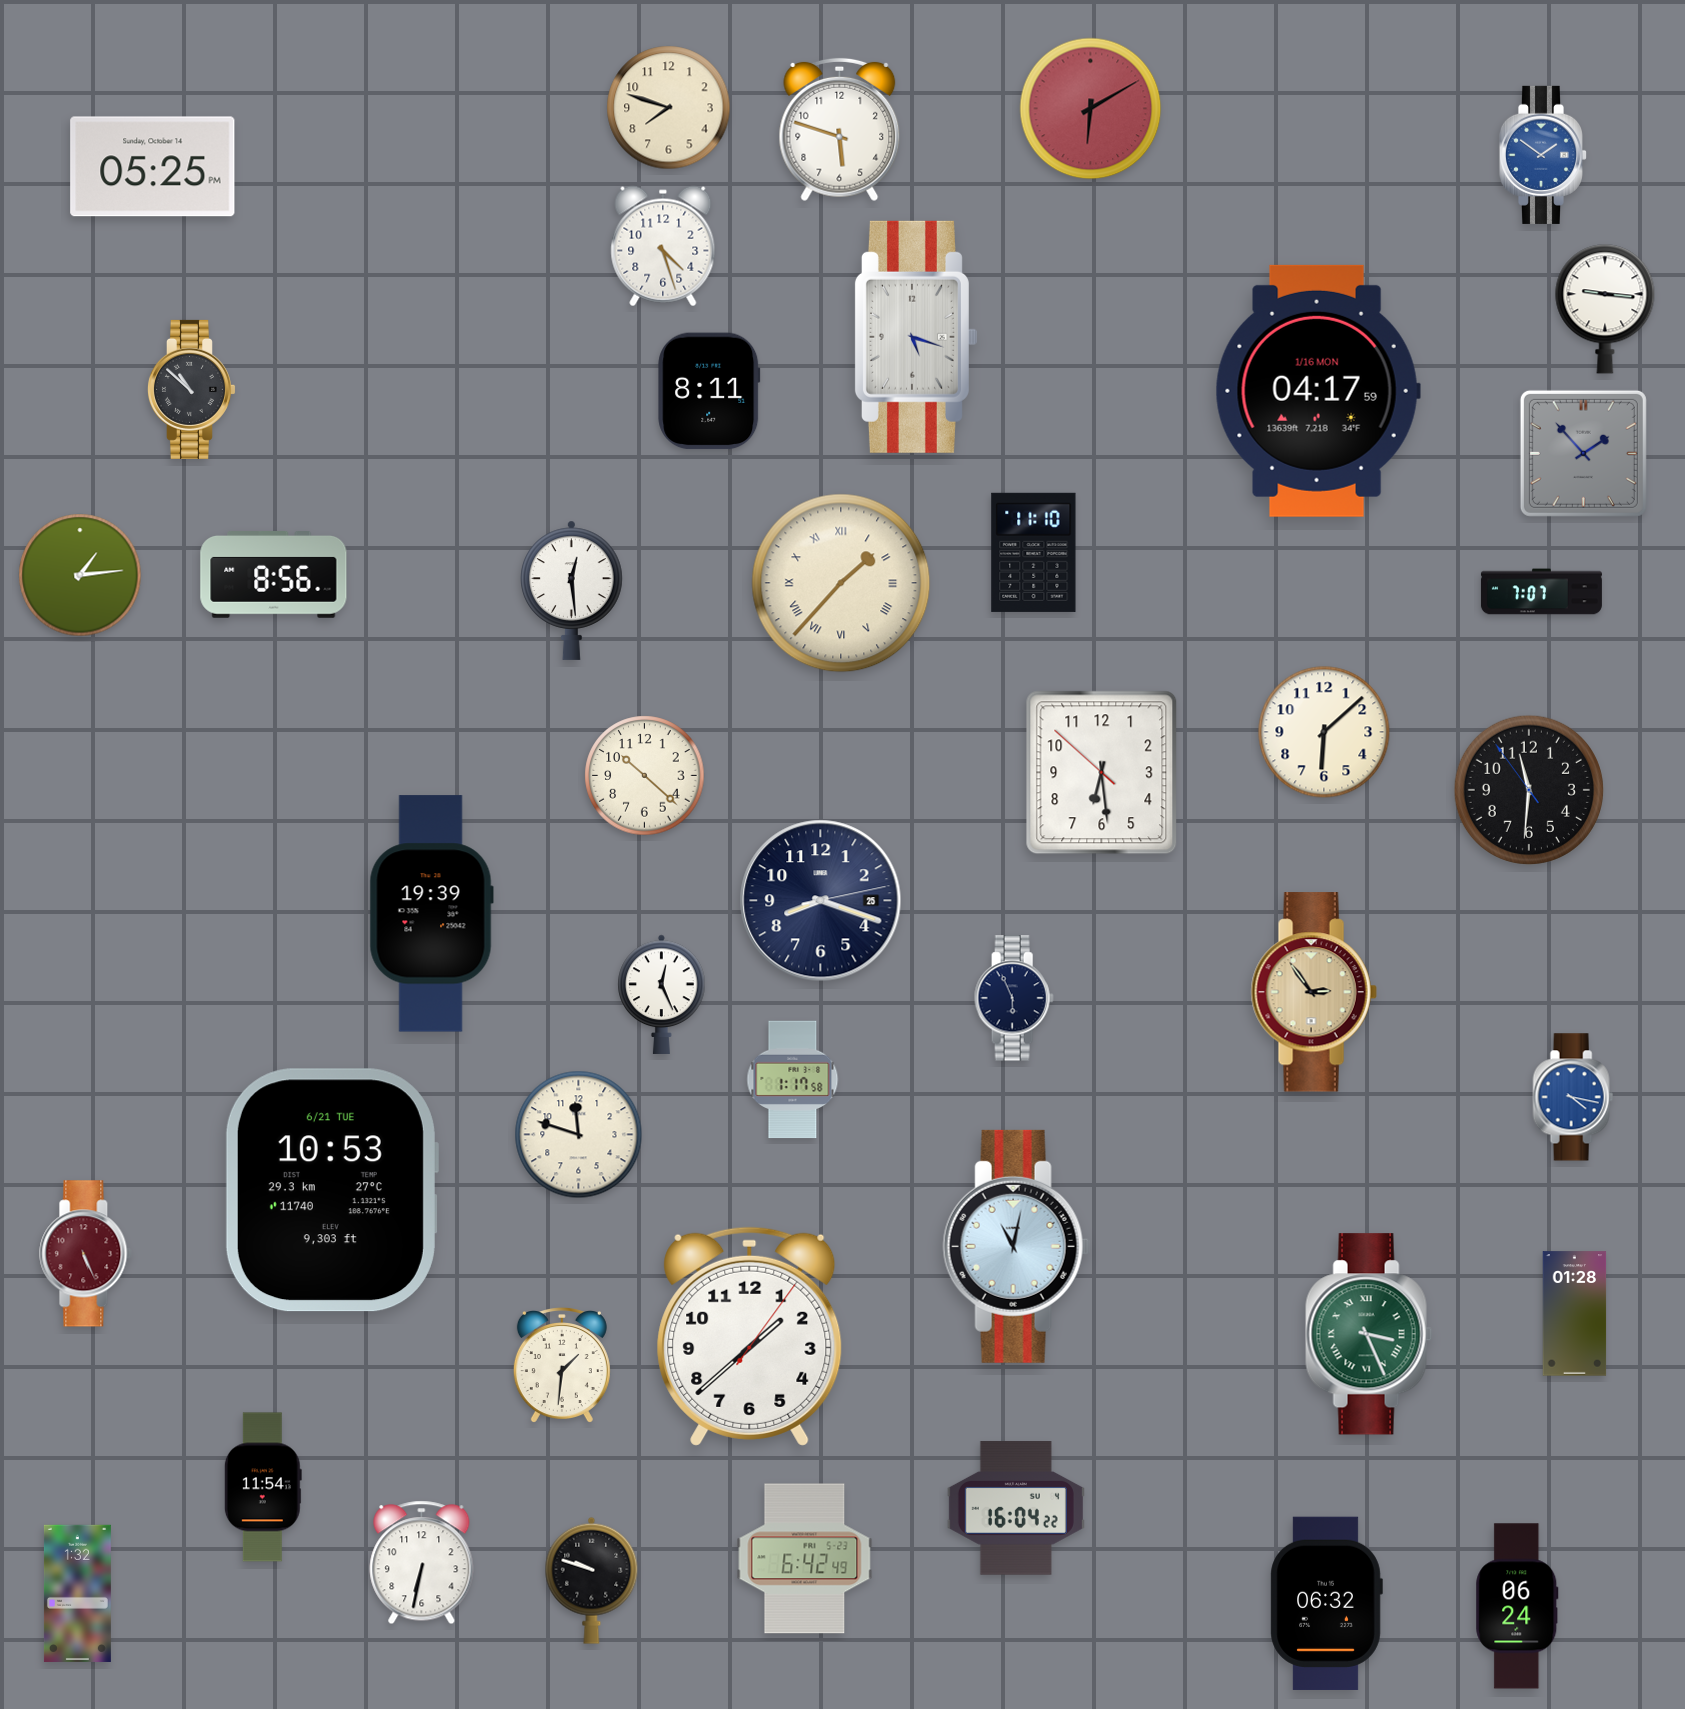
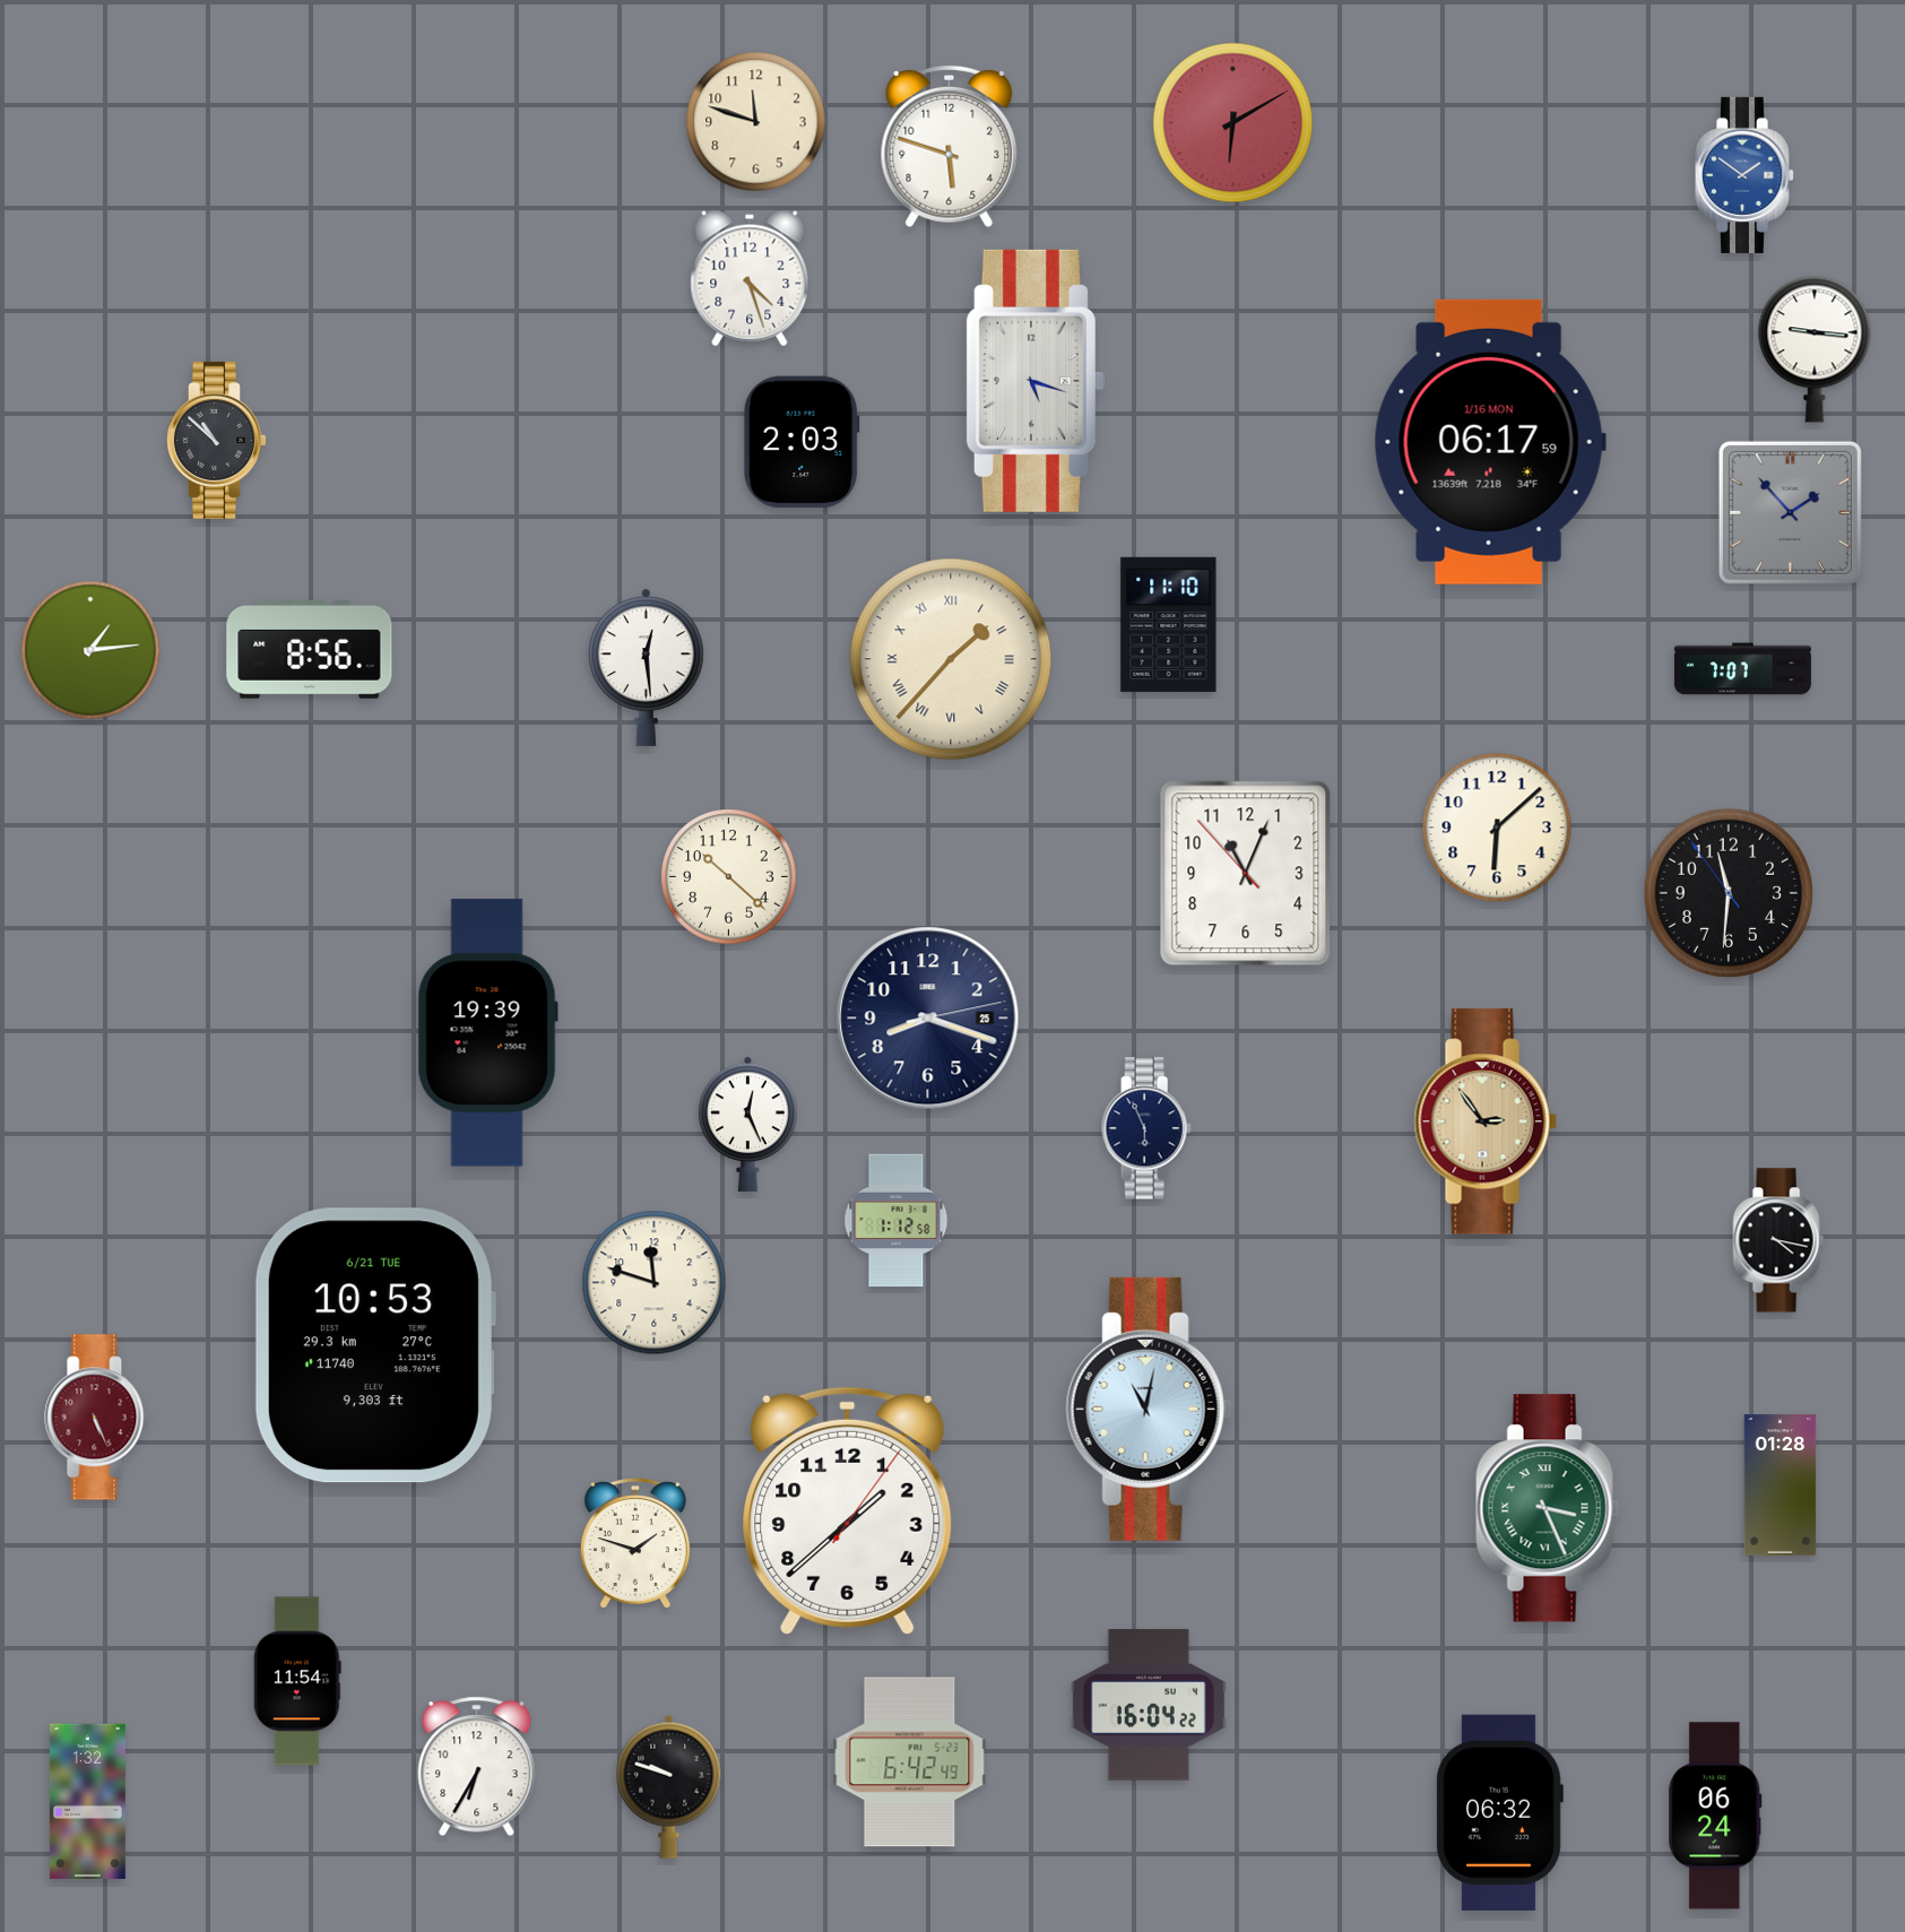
clock at (669, 108): 7:48 -> 11:48
clock at (153, 167): 05:25 -> none
clock at (709, 391): 8:11 -> 2:03
clock at (1318, 391): 04:17 -> 06:17
clock at (1102, 773): 6:28 -> 11:03
clock at (793, 1080): 1:17 -> 1:12
clock at (1573, 1097) dial: blue -> black
clock at (562, 1365): 1:31 -> 1:48
clock at (422, 1563): 6:32 -> 6:35
